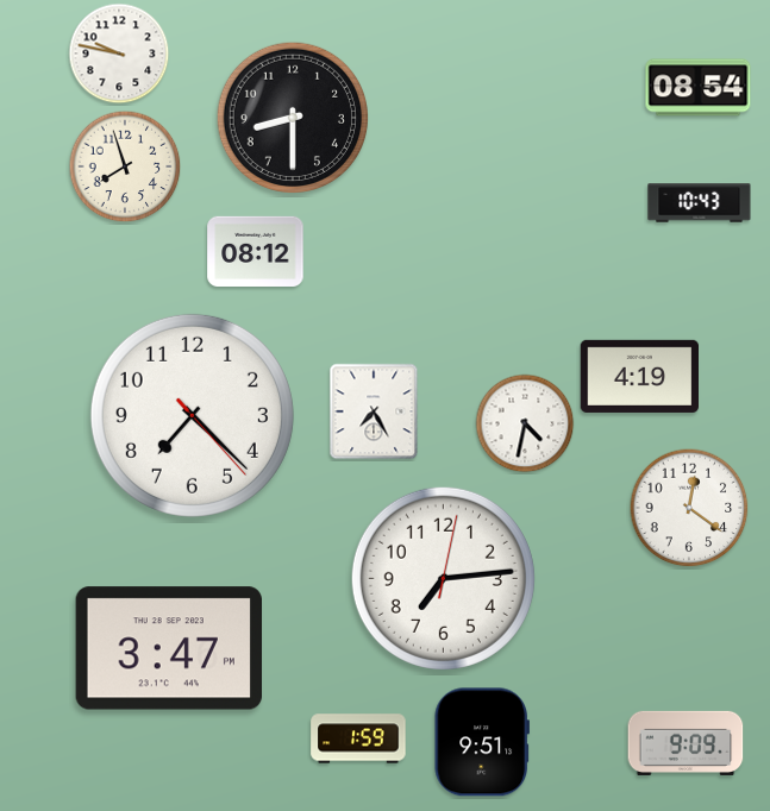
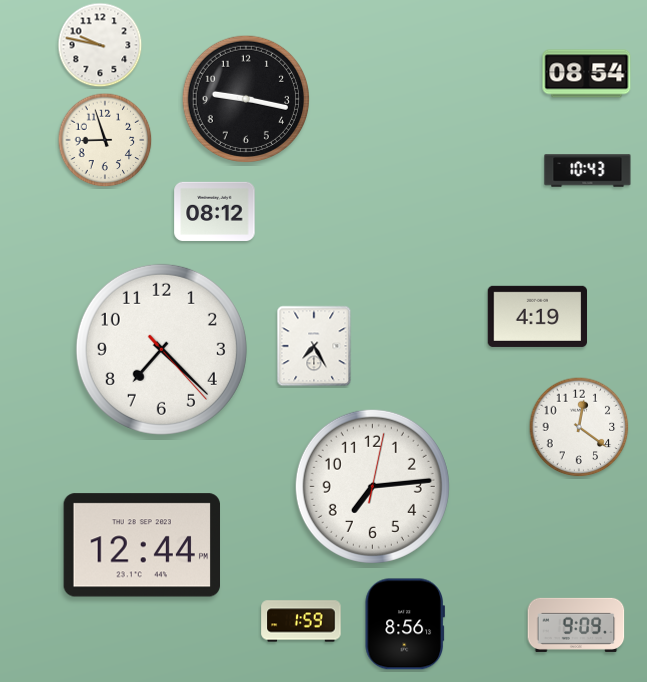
clock at (292, 117): 8:30 -> 9:17
clock at (125, 166): 7:57 -> 8:57
clock at (525, 423): 4:32 -> none
clock at (168, 648): 3:47 -> 12:44
clock at (482, 742): 9:51 -> 8:56
